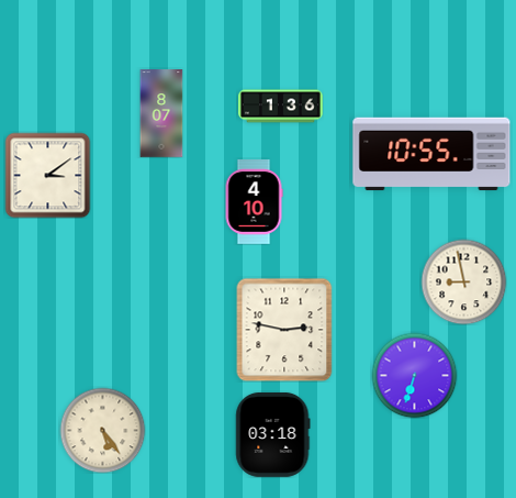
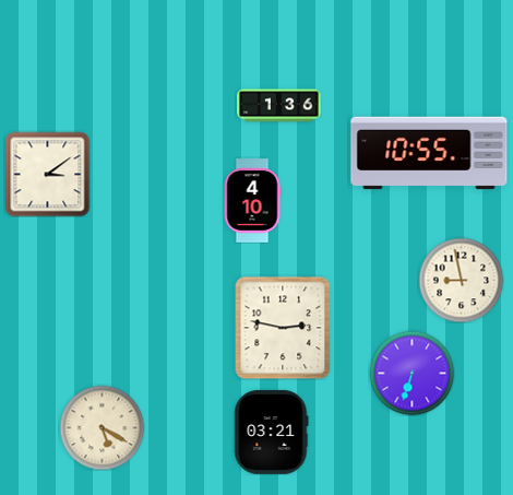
clock at (161, 113): 8:07 -> none
clock at (102, 430): 5:24 -> 5:20
clock at (273, 434): 03:18 -> 03:21
